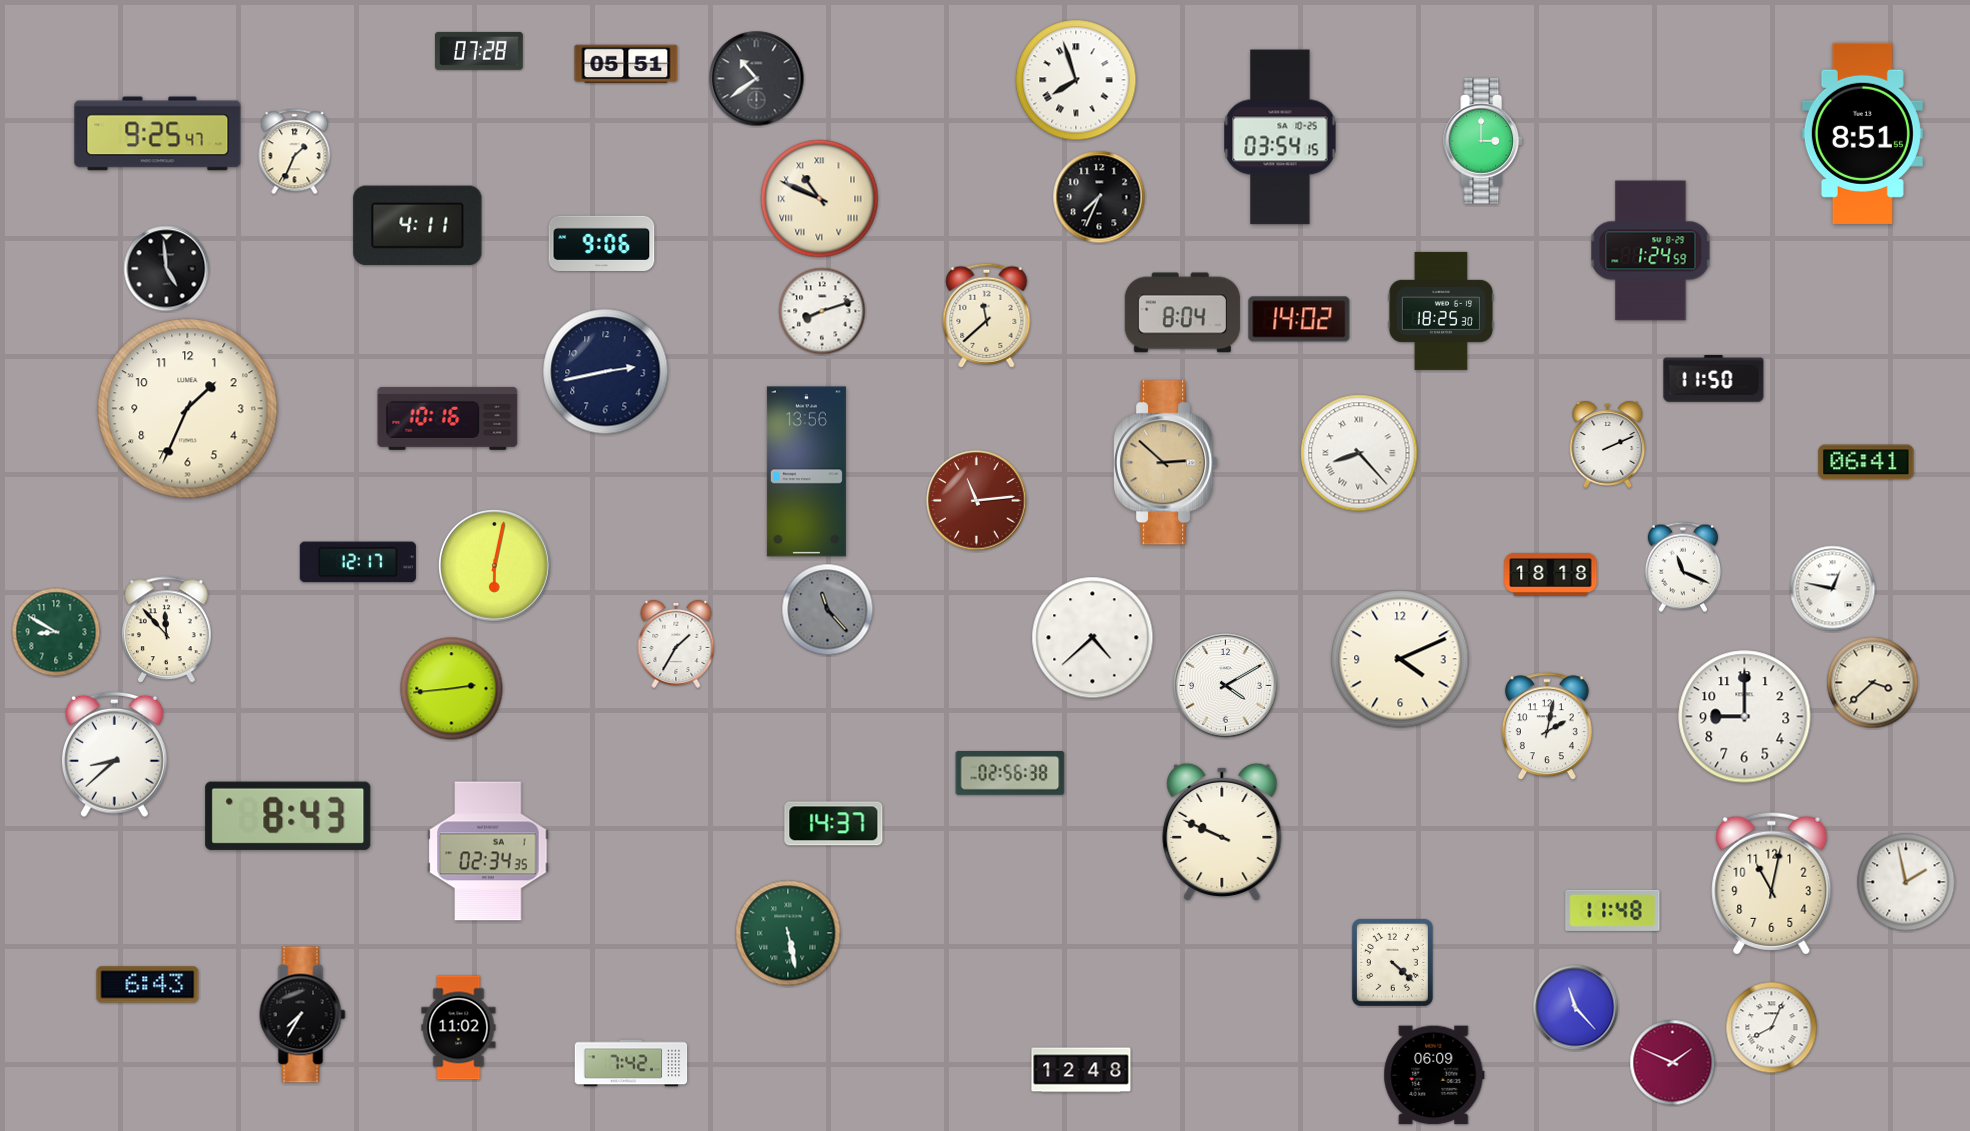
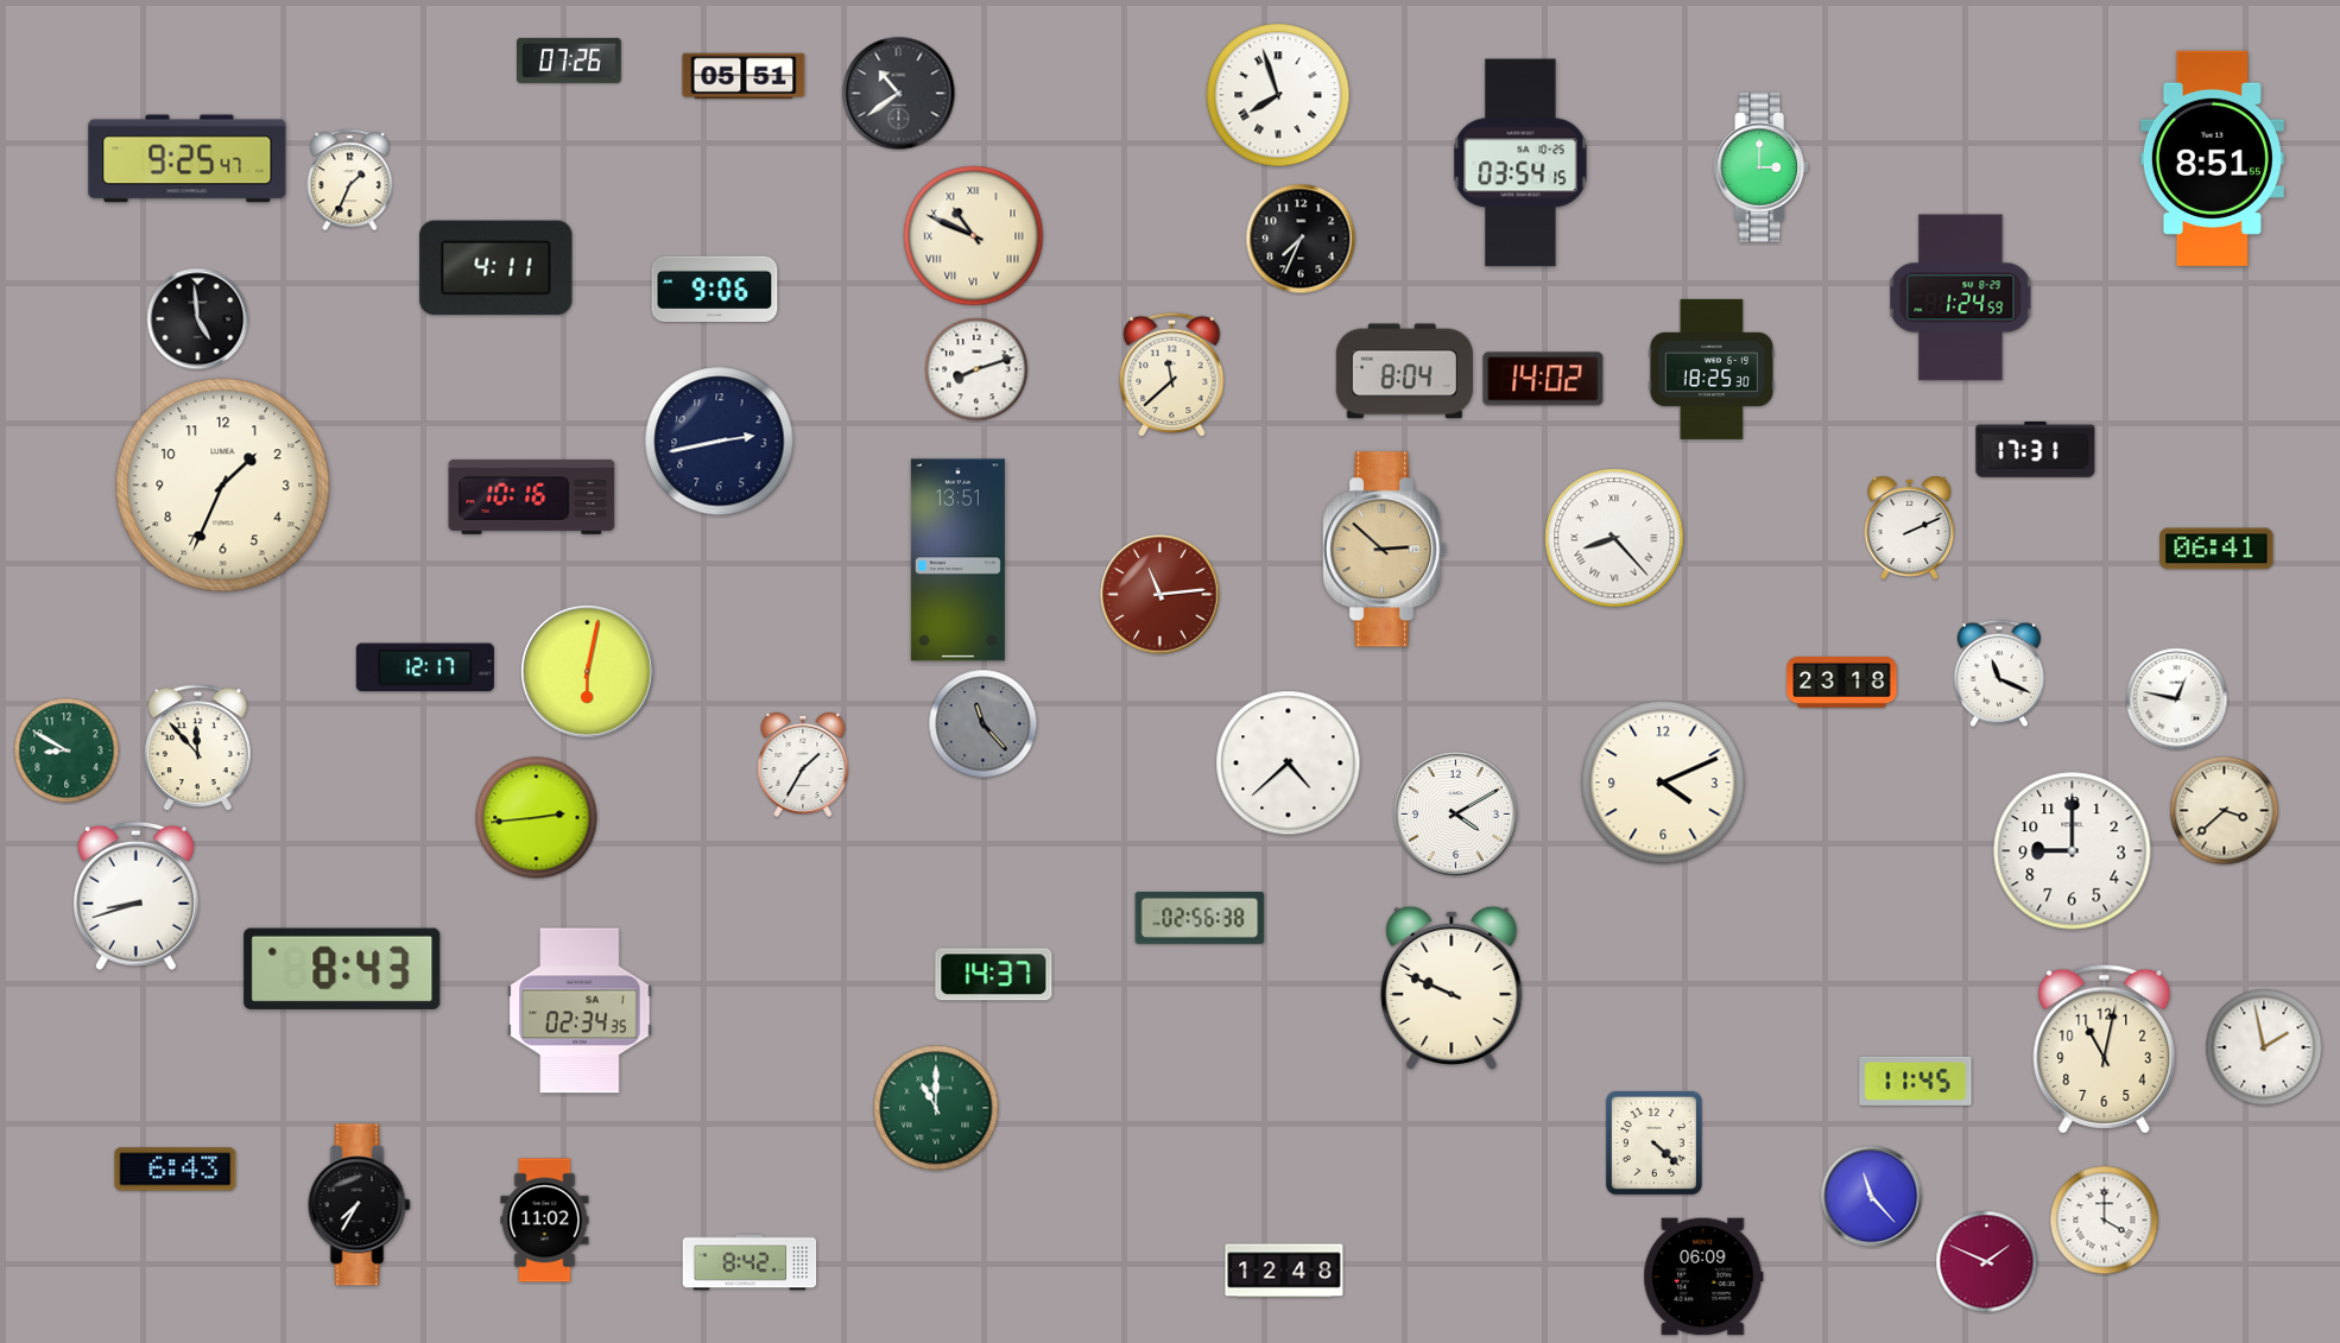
clock at (480, 51): 07:28 -> 07:26
clock at (1099, 197) position: (1099, 197) -> (1301, 239)
clock at (1714, 379): 11:50 -> 17:31
clock at (806, 472): 13:56 -> 13:51
clock at (1551, 574): 18:18 -> 23:18
clock at (1093, 638) position: (1093, 638) -> (1289, 764)
clock at (1547, 727): 2:02 -> none
clock at (114, 755): 8:38 -> 8:42
clock at (834, 824) position: (834, 824) -> (994, 975)
clock at (1613, 910): 11:48 -> 11:45
clock at (788, 933): 5:28 -> 11:00
clock at (1772, 1028): 8:04 -> 4:00
clock at (631, 1063): 7:42 -> 8:42
